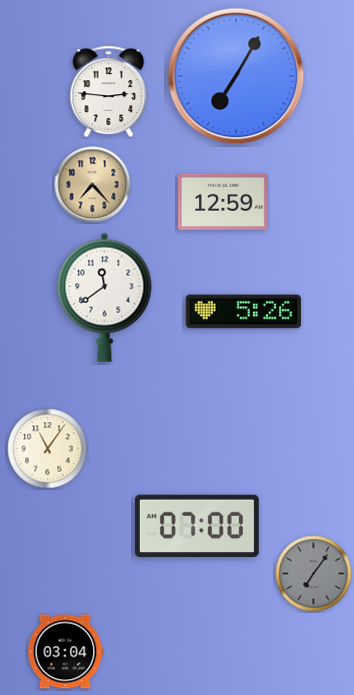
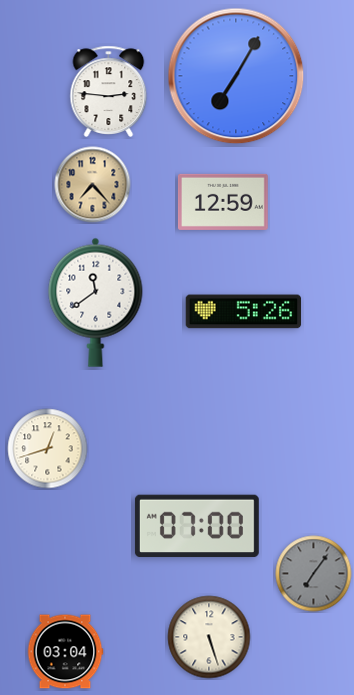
clock at (105, 297) position: (105, 297) -> (96, 302)
clock at (48, 449): 11:06 -> 12:42
clock at (209, 637): none -> 5:27
